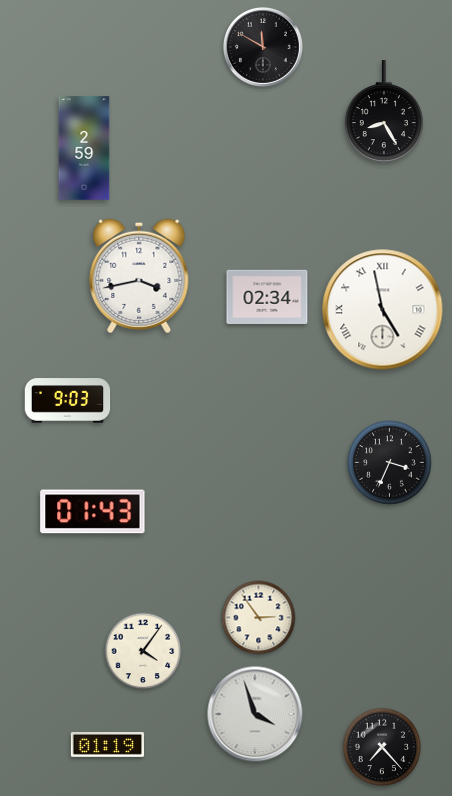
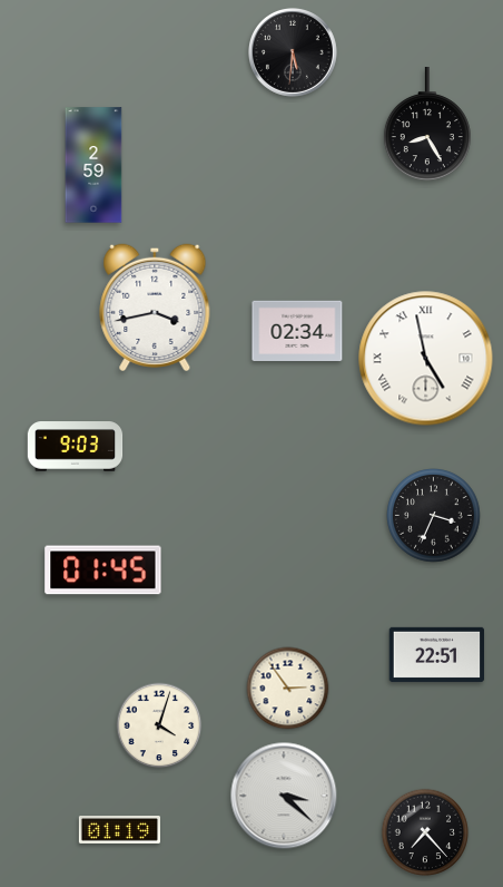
clock at (263, 47): 11:50 -> 5:31
clock at (383, 310) position: (383, 310) -> (426, 359)
clock at (93, 512): 01:43 -> 01:45
clock at (437, 654): none -> 22:51
clock at (143, 651): 4:06 -> 4:03
clock at (255, 714): 3:57 -> 3:22
